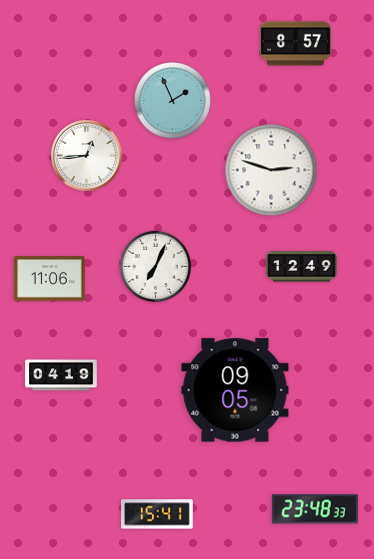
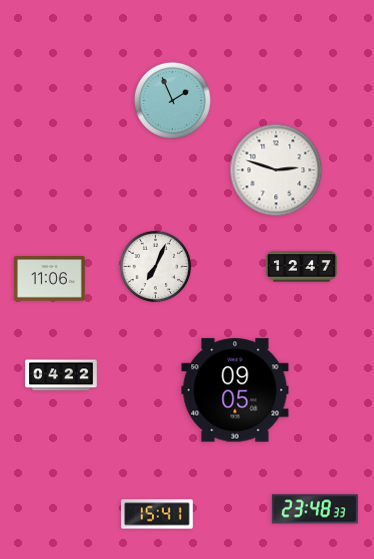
clock at (296, 44): 8:57 -> none
clock at (87, 156): 12:44 -> none
clock at (271, 170) position: (271, 170) -> (276, 170)
clock at (302, 267): 12:49 -> 12:47
clock at (61, 375): 04:19 -> 04:22
